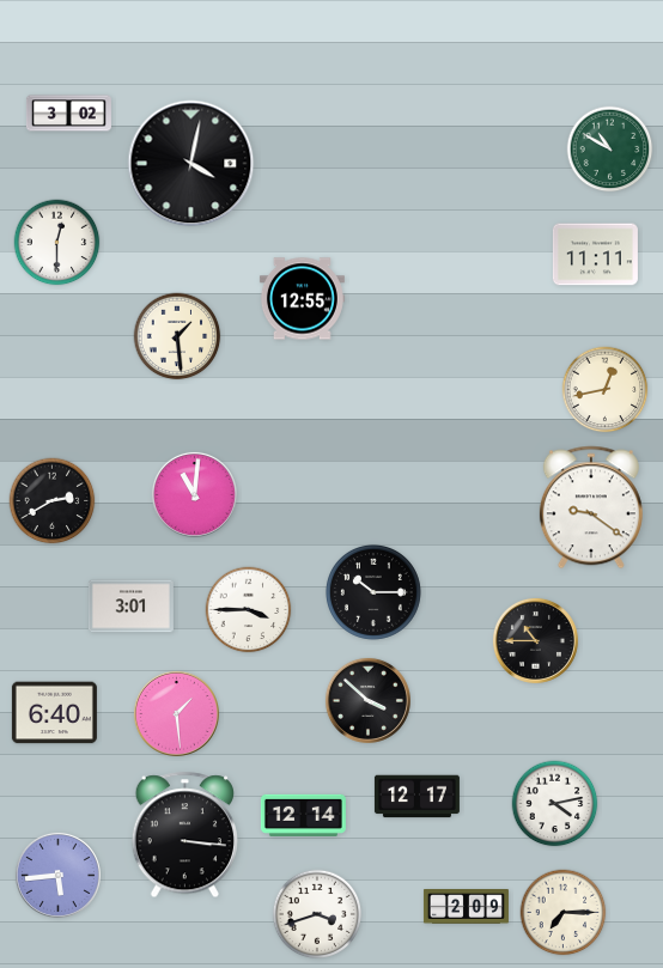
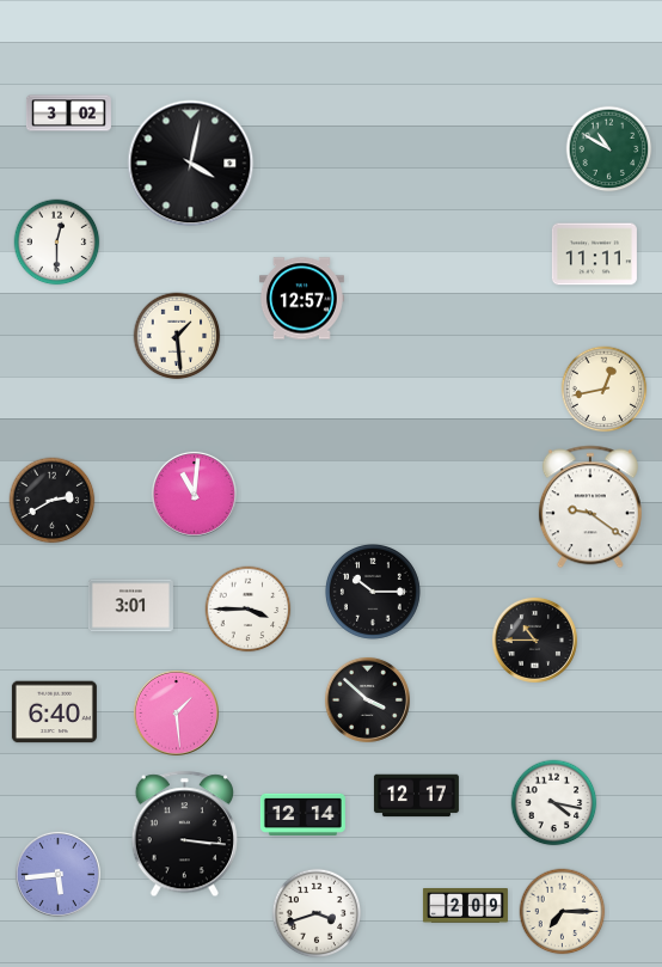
clock at (302, 299): 12:55 -> 12:57
clock at (555, 804): 4:13 -> 4:17
